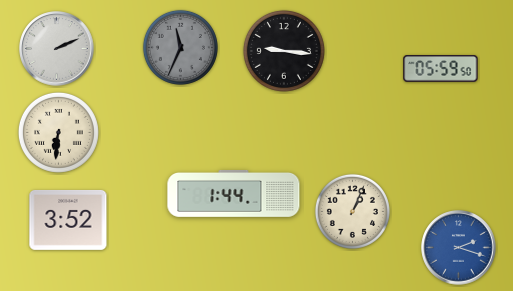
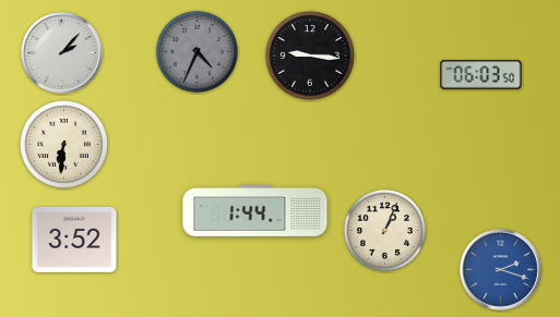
clock at (180, 47): 11:34 -> 4:34
clock at (57, 49): 2:11 -> 2:07
clock at (441, 69): 05:59 -> 06:03
